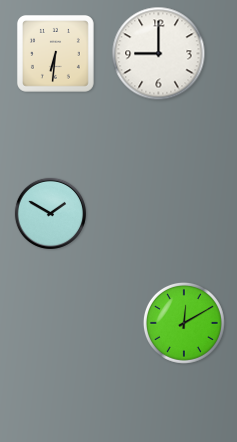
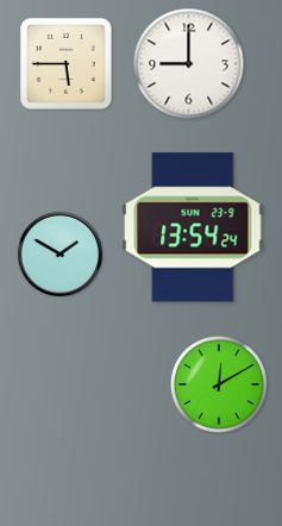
clock at (55, 53): 6:31 -> 5:45
clock at (193, 227): none -> 13:54
